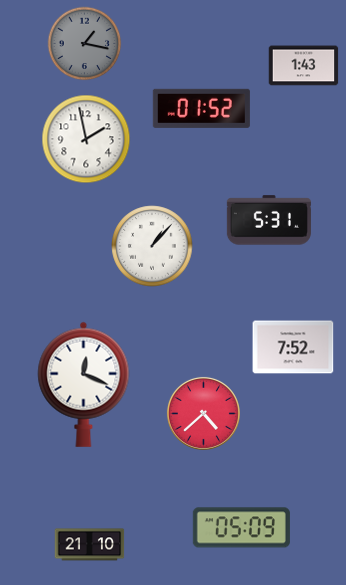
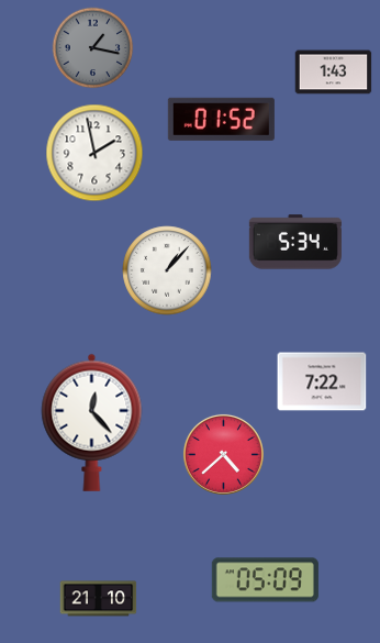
clock at (269, 220): 5:31 -> 5:34
clock at (293, 347): 7:52 -> 7:22
clock at (84, 384): 12:19 -> 12:23
